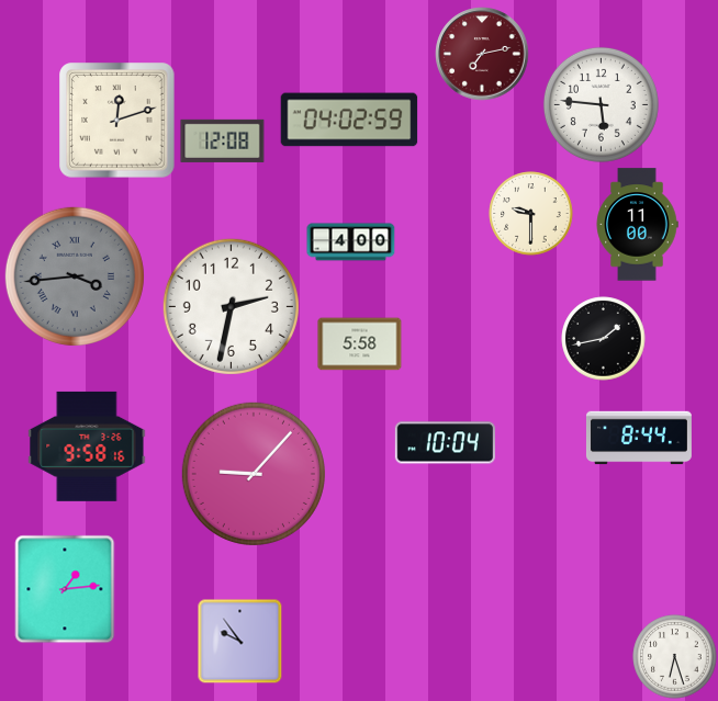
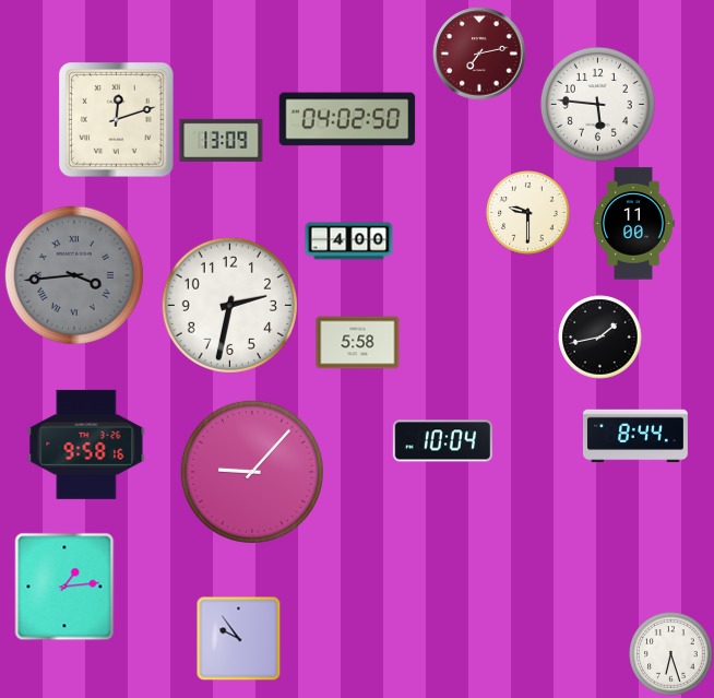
clock at (349, 120): 04:02:59 -> 04:02:50
clock at (223, 140): 12:08 -> 13:09
